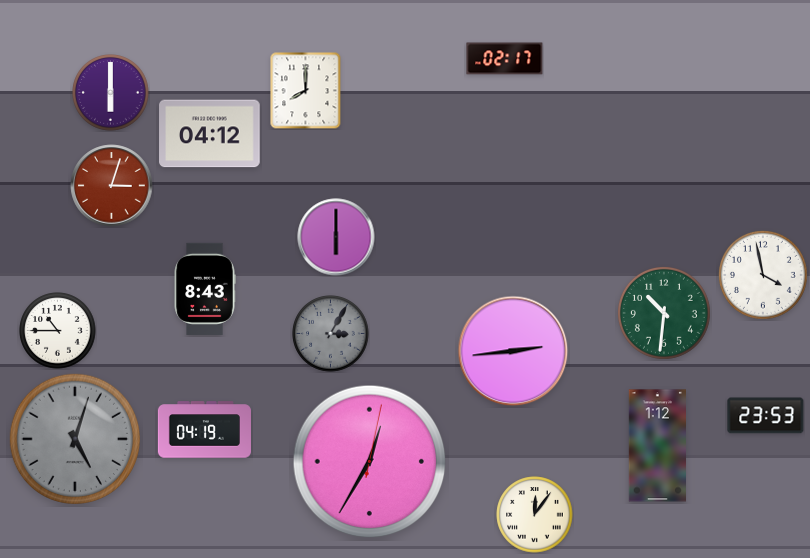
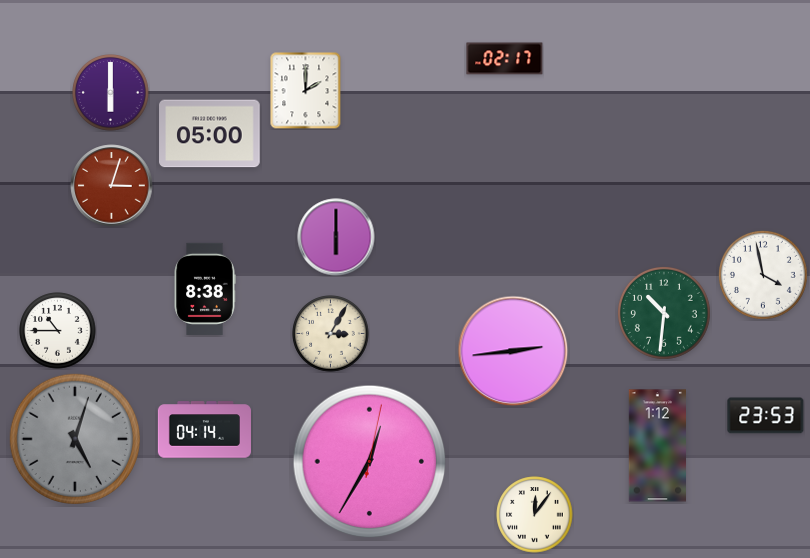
clock at (306, 90): 8:00 -> 2:00
clock at (210, 134): 04:12 -> 05:00
clock at (205, 288): 8:43 -> 8:38
clock at (331, 334) dial: grey -> cream
clock at (204, 430): 04:19 -> 04:14
